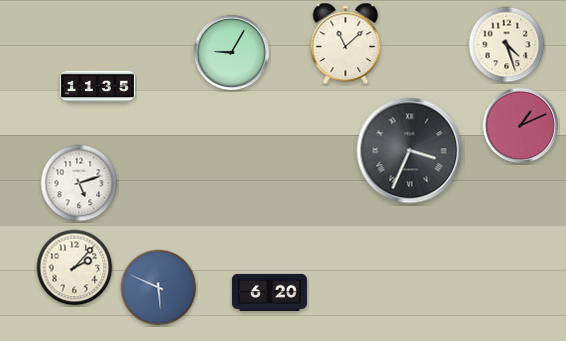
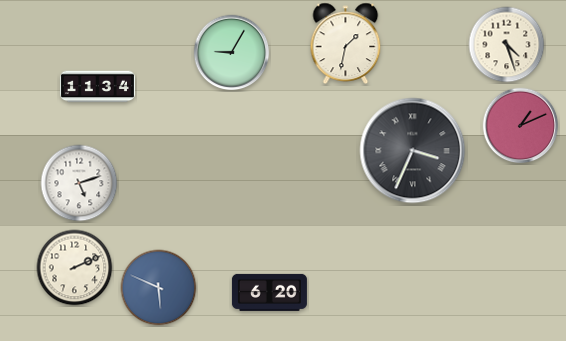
clock at (346, 43): 11:08 -> 1:32
clock at (97, 87): 11:35 -> 11:34
clock at (410, 151) position: (410, 151) -> (413, 151)
clock at (75, 268): 2:07 -> 2:11
